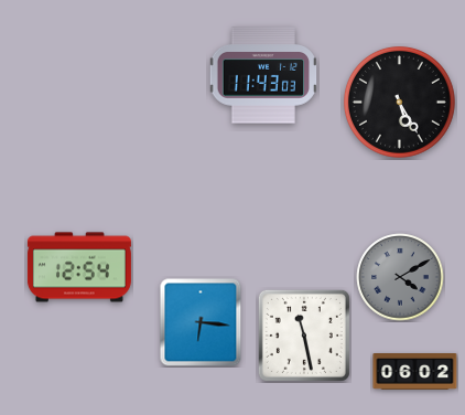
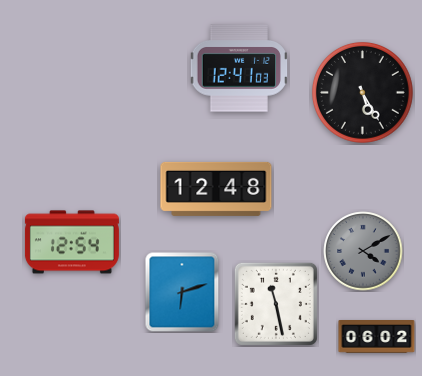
clock at (262, 75): 11:43 -> 12:41
clock at (216, 189): none -> 12:48
clock at (201, 322): 6:16 -> 6:12
